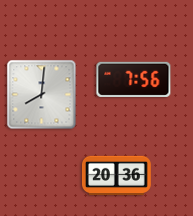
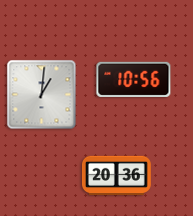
clock at (134, 79): 7:56 -> 10:56
clock at (42, 95): 8:01 -> 1:01
